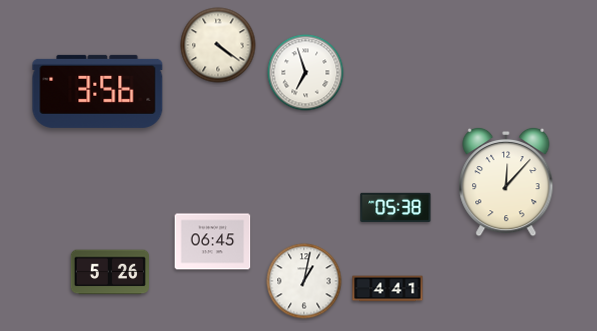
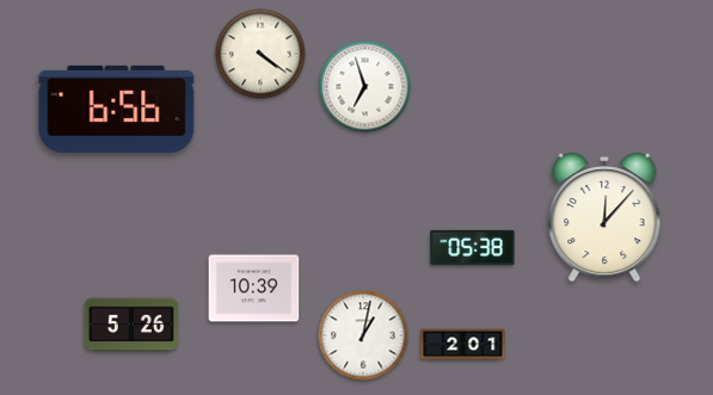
clock at (98, 91): 3:56 -> 6:56
clock at (213, 242): 06:45 -> 10:39
clock at (388, 289): 4:41 -> 2:01
